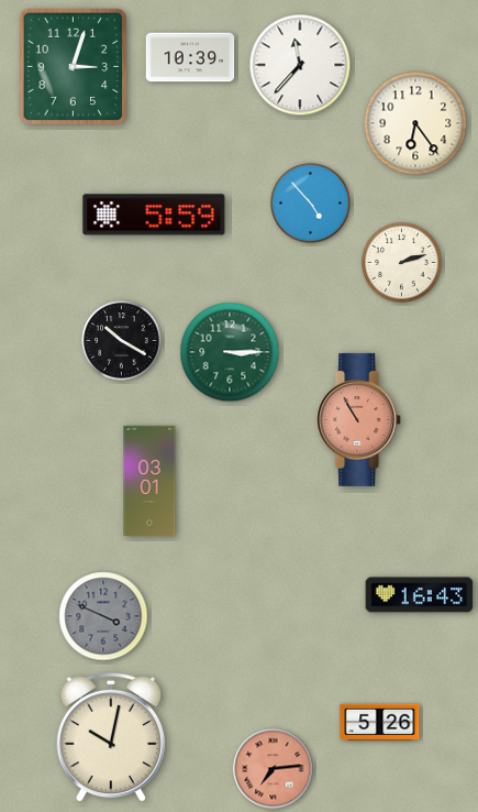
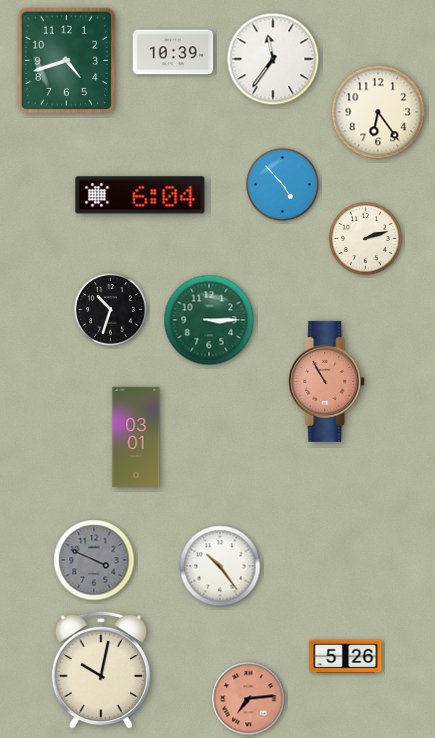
clock at (300, 65): 11:37 -> 11:36
clock at (74, 67): 3:03 -> 4:42
clock at (154, 215): 5:59 -> 6:04
clock at (122, 341): 10:20 -> 10:33
clock at (420, 595): 16:43 -> none
clock at (220, 566): none -> 10:24
